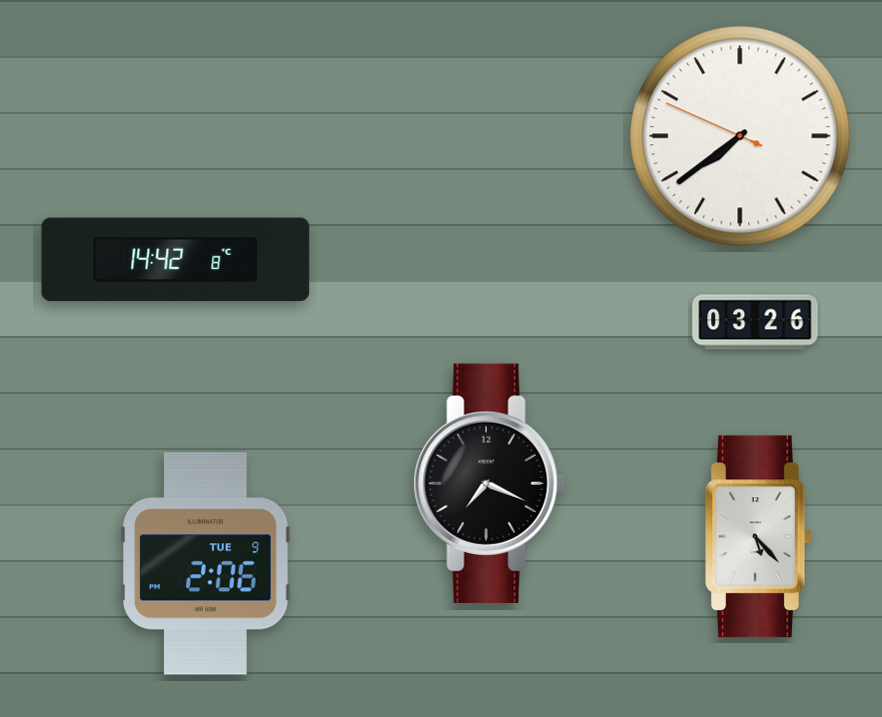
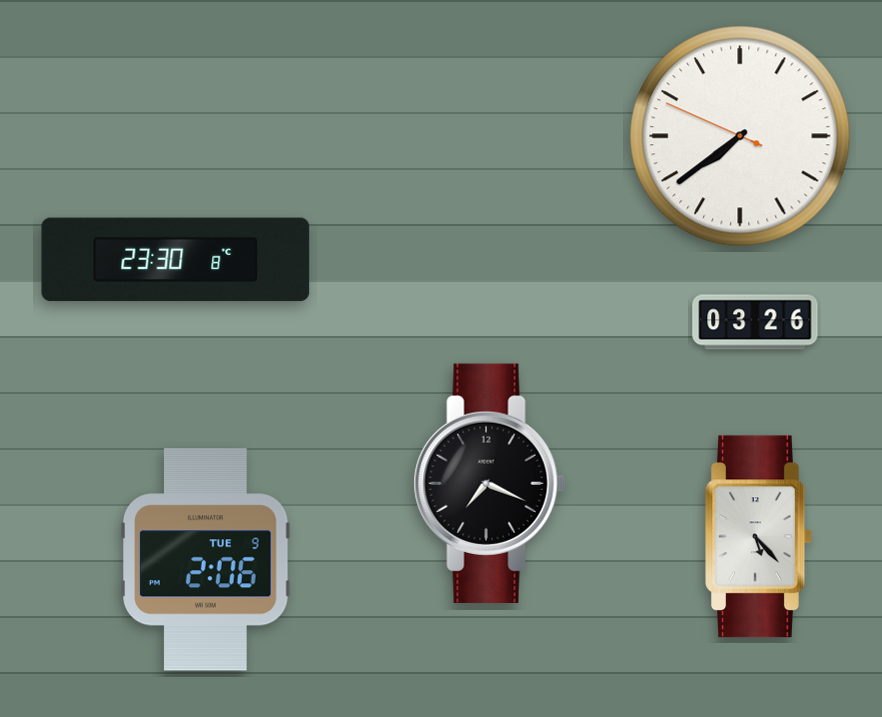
clock at (176, 260): 14:42 -> 23:30
clock at (206, 564) position: (206, 564) -> (206, 560)
